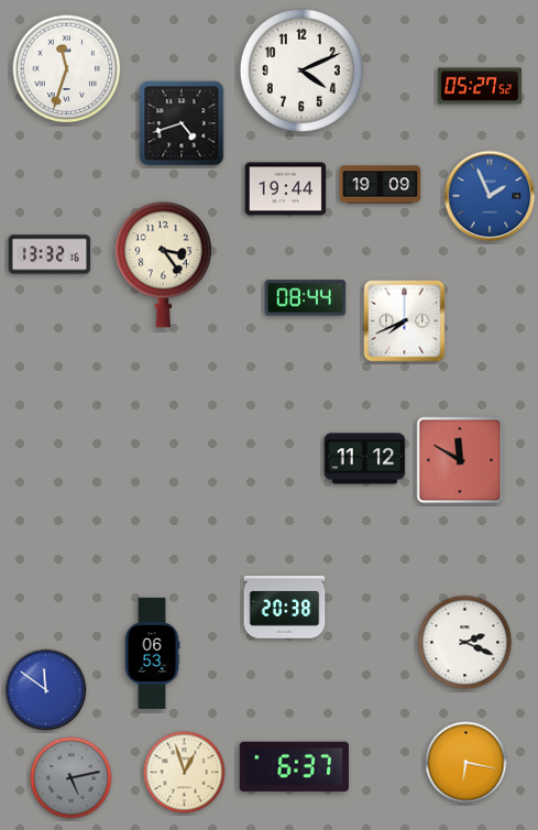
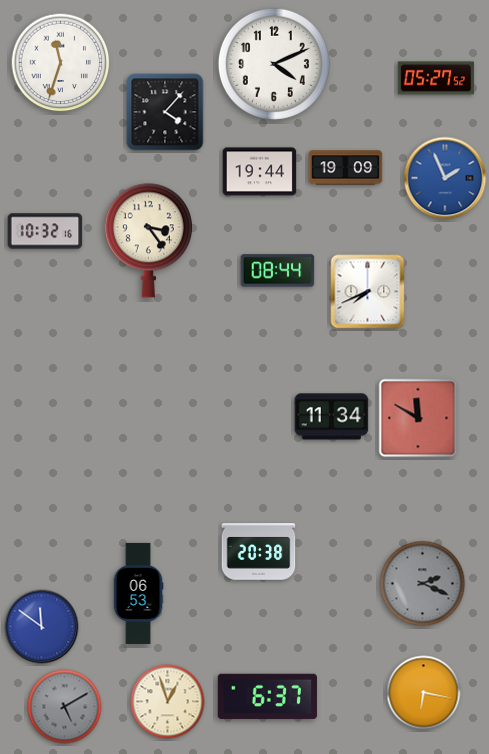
clock at (182, 123): 4:42 -> 4:07
clock at (50, 254): 13:32 -> 10:32
clock at (365, 459): 11:12 -> 11:34
clock at (465, 643) dial: white -> grey
clock at (72, 778): 5:13 -> 5:10
